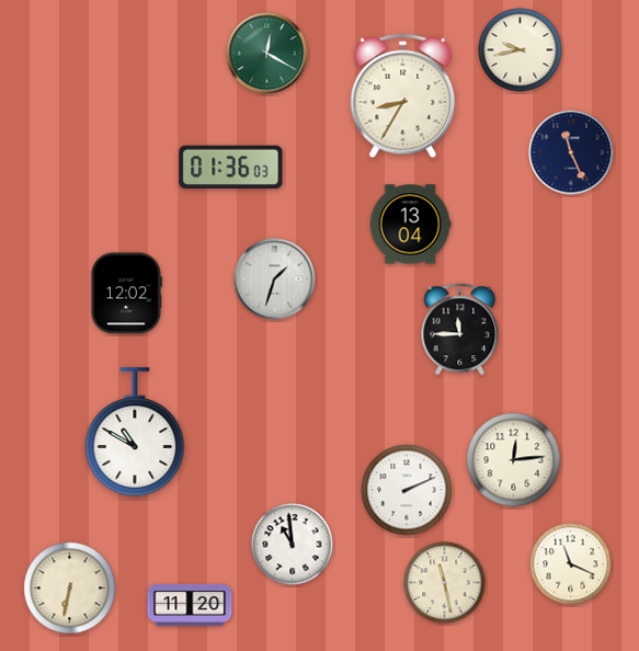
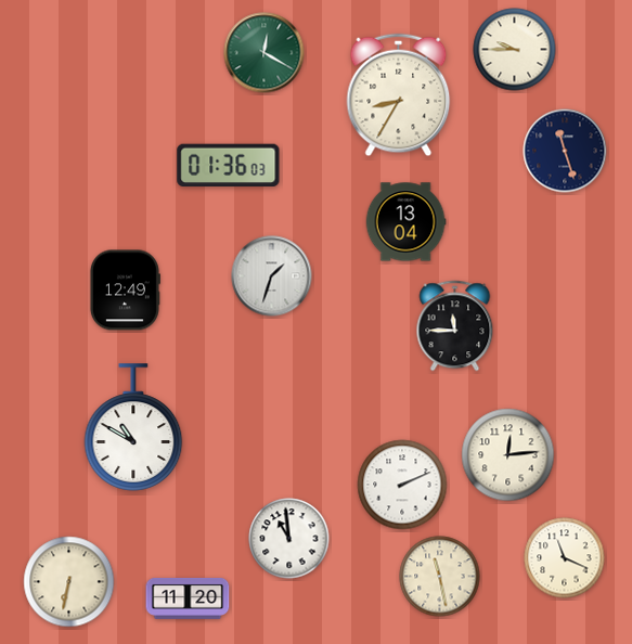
clock at (521, 50): 9:43 -> 9:45
clock at (571, 152): 11:26 -> 11:27
clock at (126, 294): 12:02 -> 12:49
